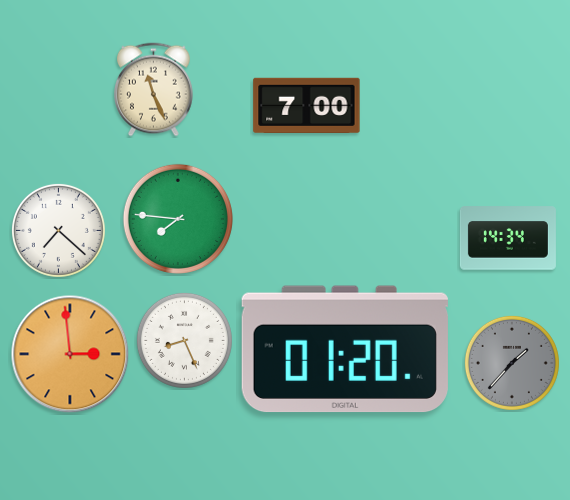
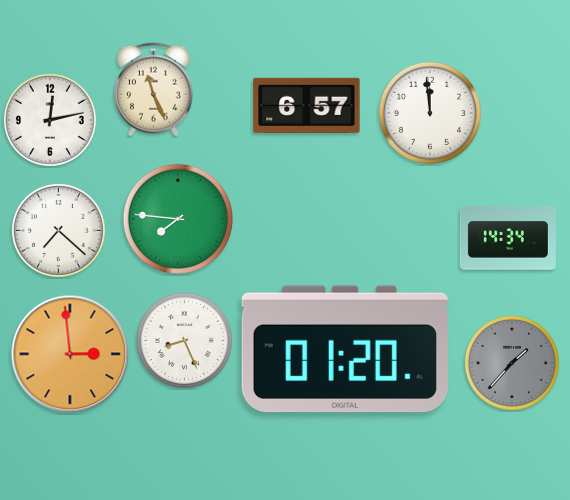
clock at (307, 105): 7:00 -> 6:57
clock at (430, 113): none -> 11:59
clock at (50, 120): none -> 12:13
